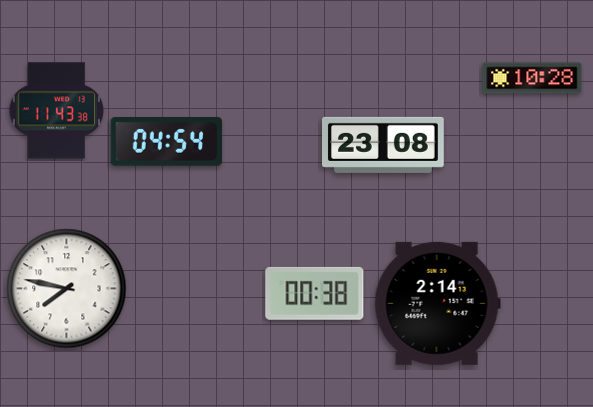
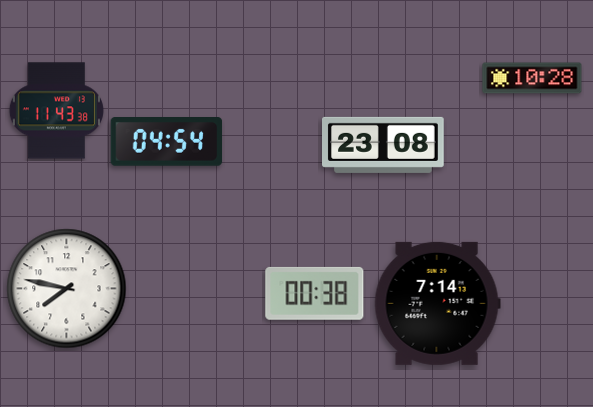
clock at (437, 303): 2:14 -> 7:14
